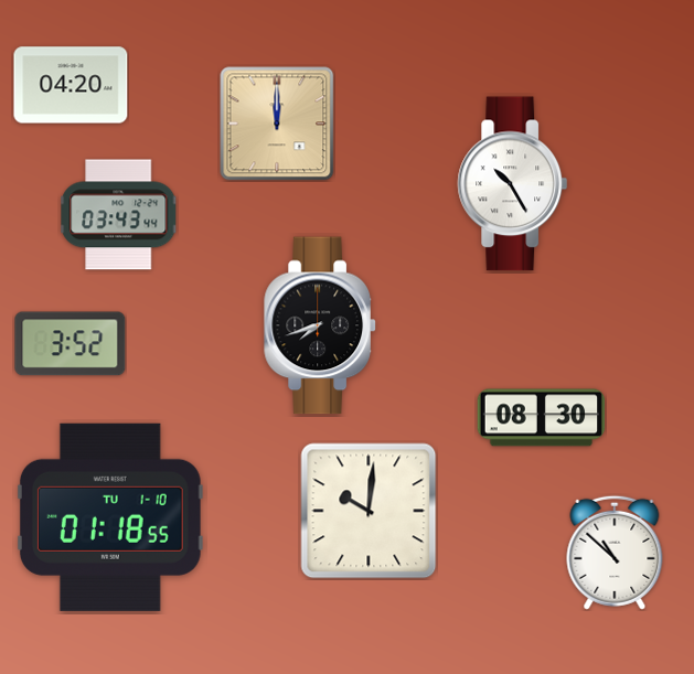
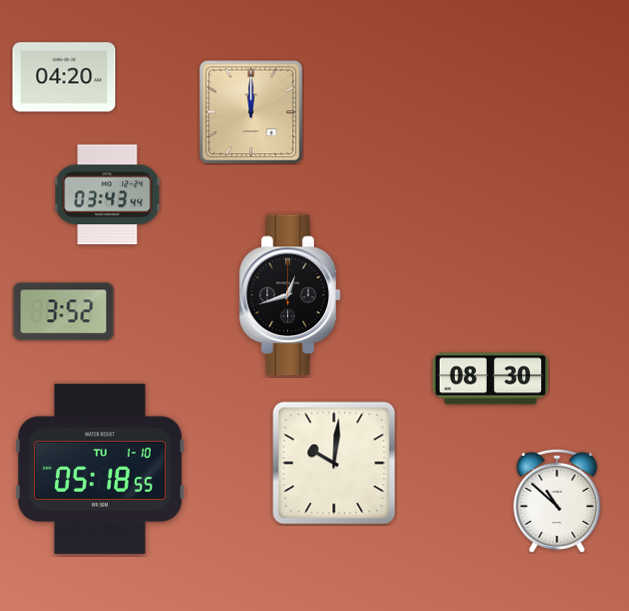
clock at (513, 184): 10:25 -> none
clock at (320, 325): 7:42 -> 12:42
clock at (110, 517): 01:18 -> 05:18
